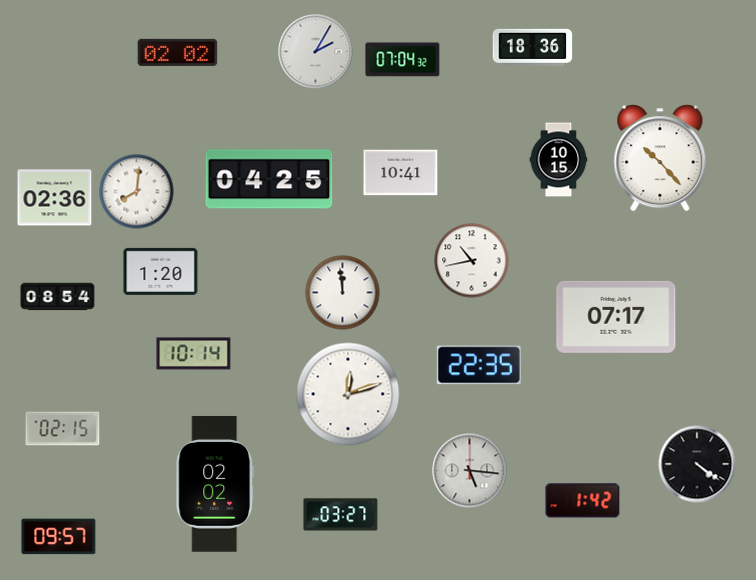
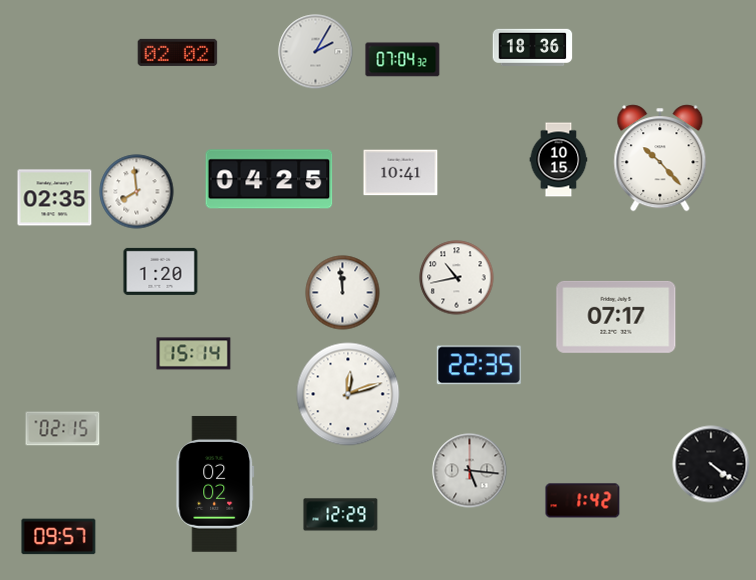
clock at (137, 192): 8:01 -> 7:59
clock at (55, 198): 02:36 -> 02:35
clock at (472, 261) position: (472, 261) -> (457, 278)
clock at (58, 297): 08:54 -> none
clock at (194, 354): 10:14 -> 15:14
clock at (697, 464) position: (697, 464) -> (711, 464)
clock at (341, 515): 03:27 -> 12:29
